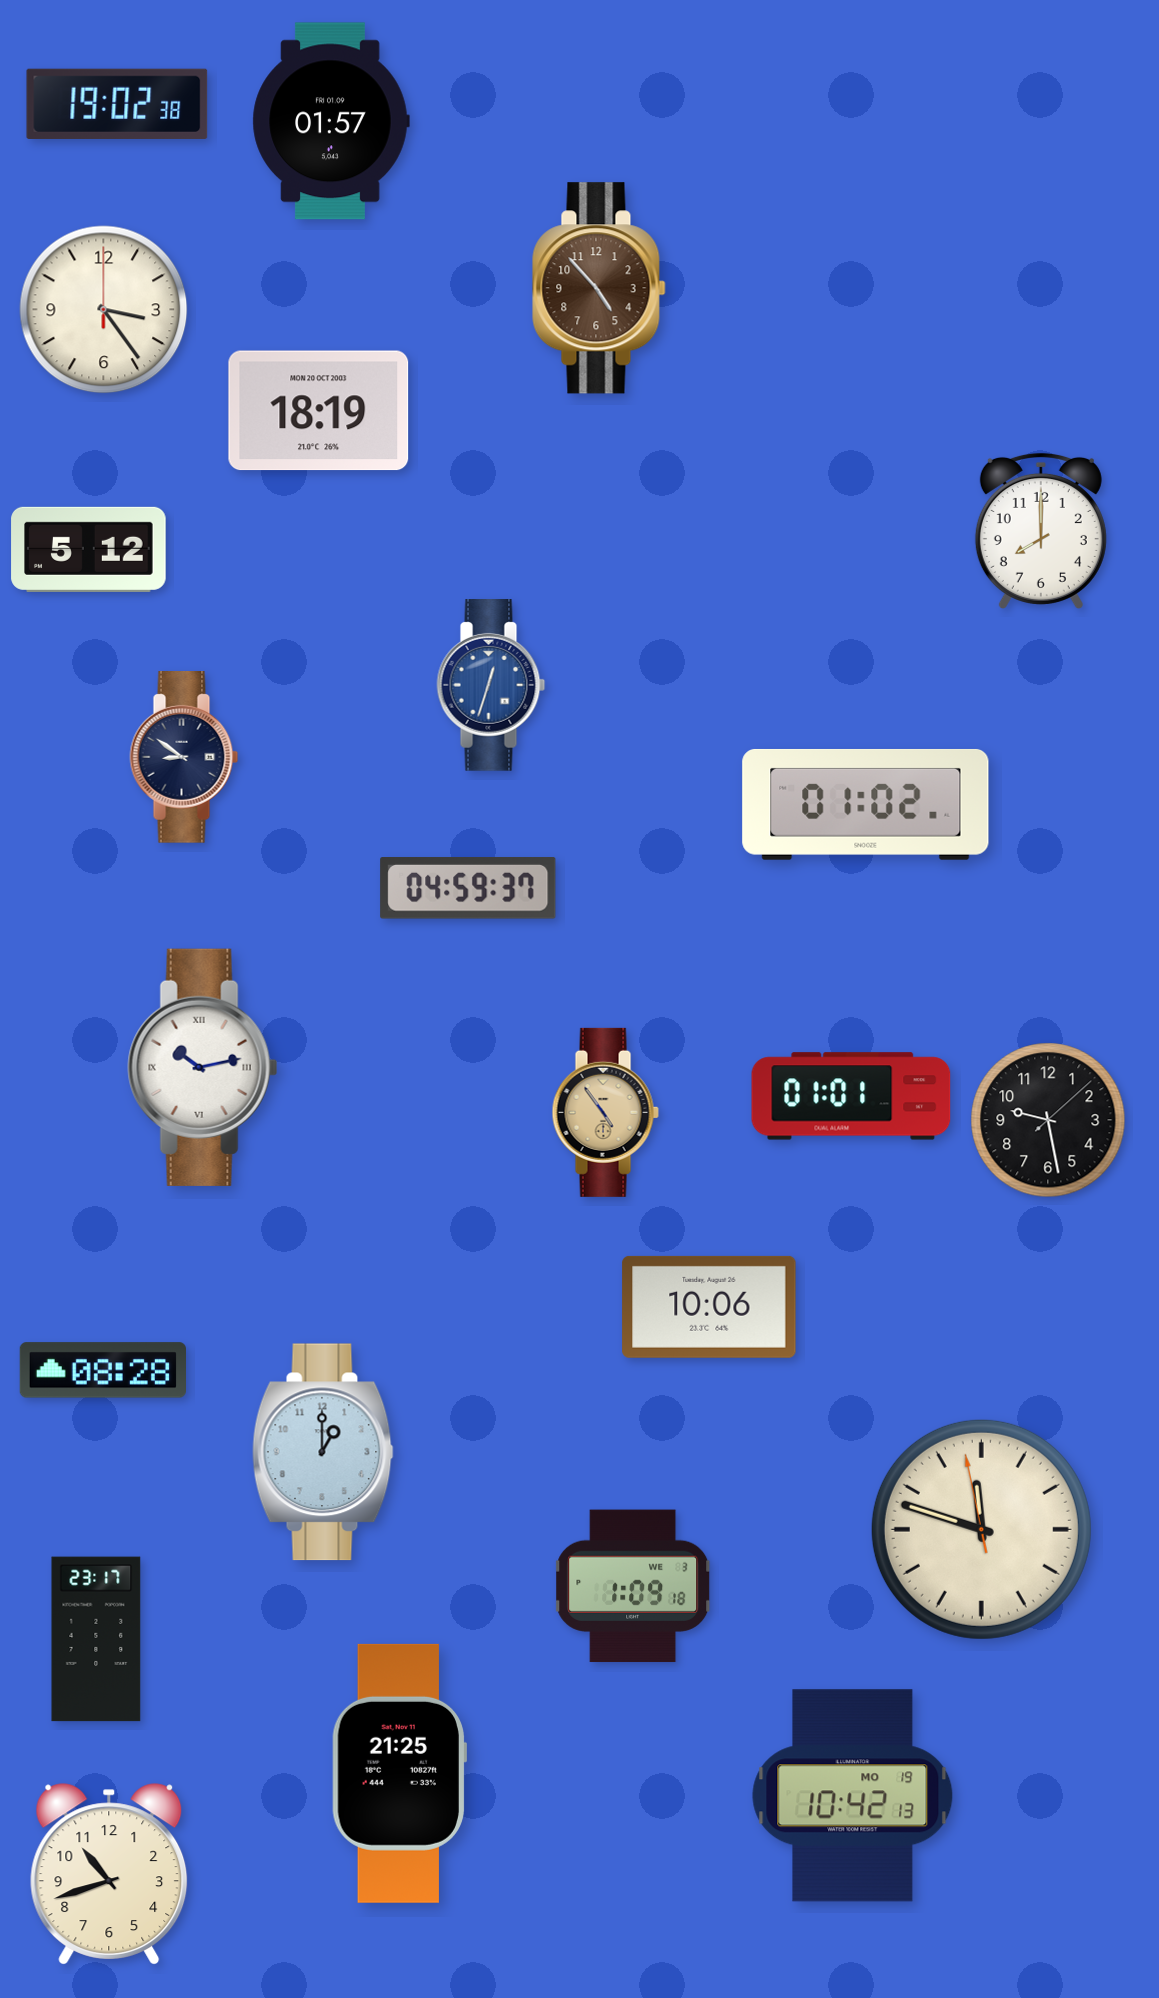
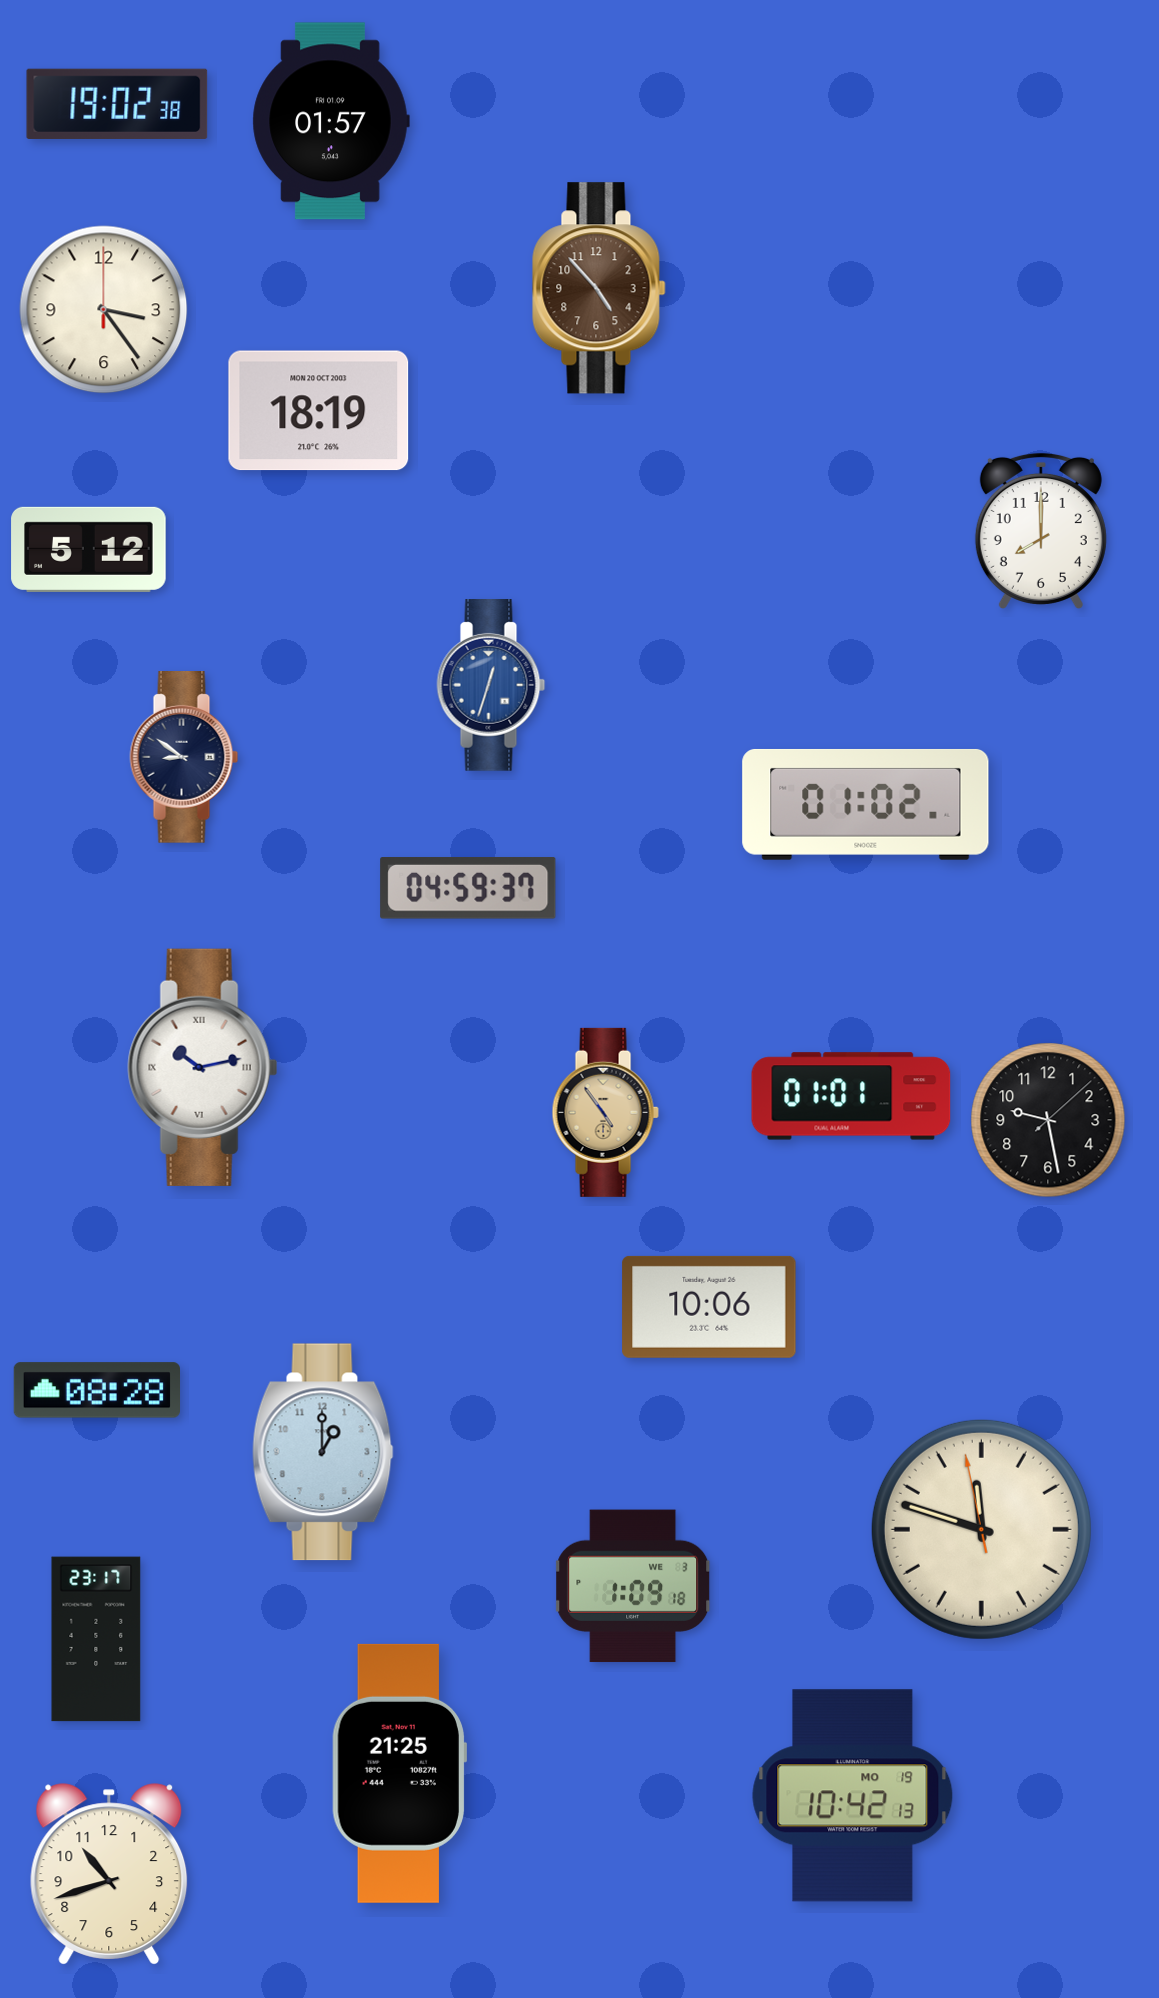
clock at (102, 1370) position: (102, 1370) -> (96, 1390)
